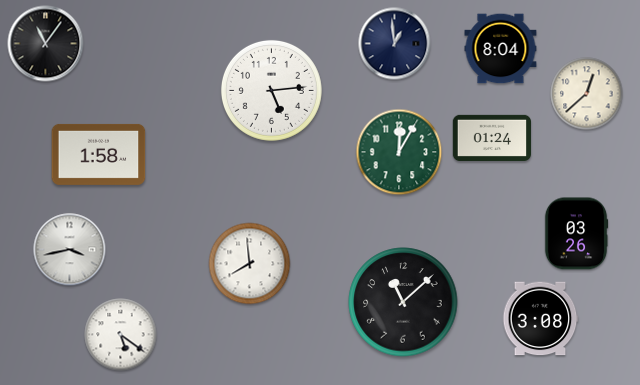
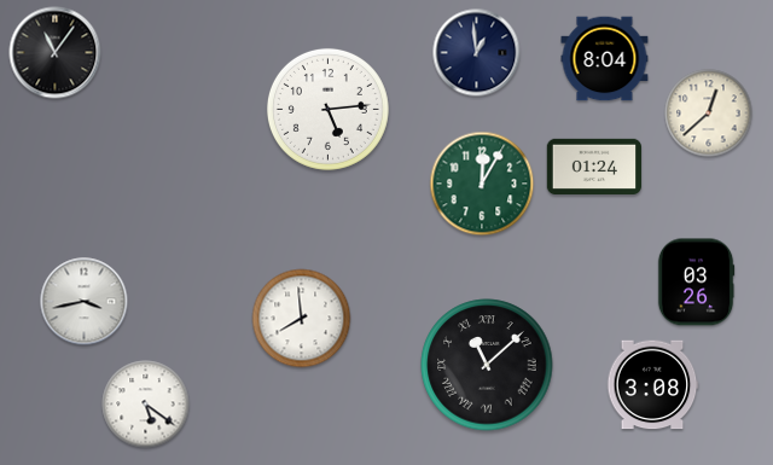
clock at (99, 154): 1:58 -> none
clock at (403, 302) numerals: Arabic -> Roman
